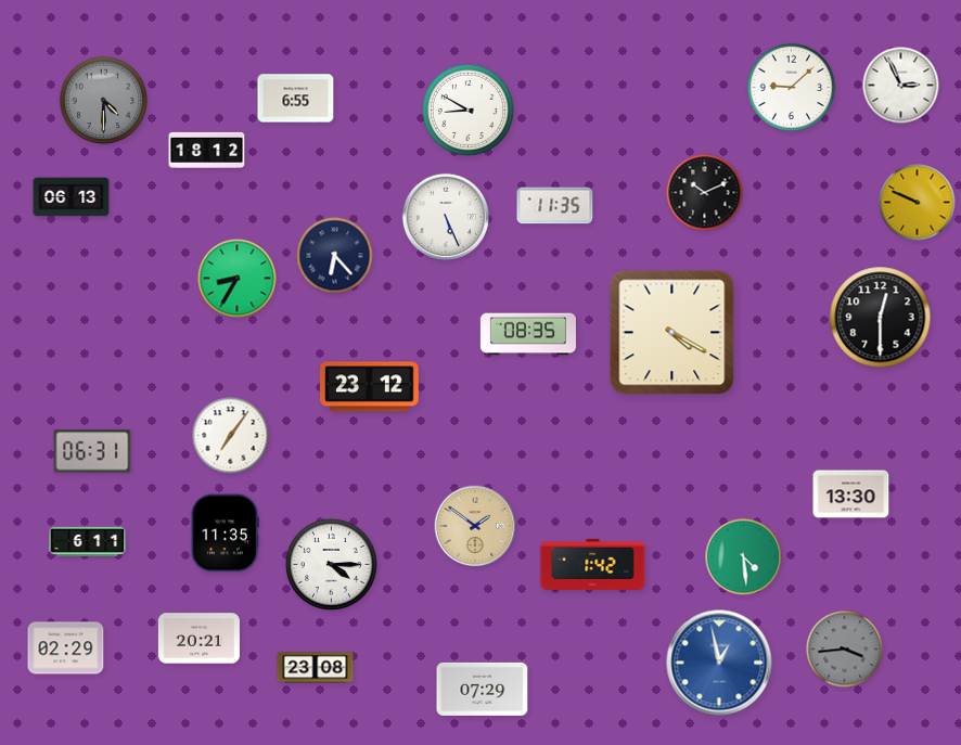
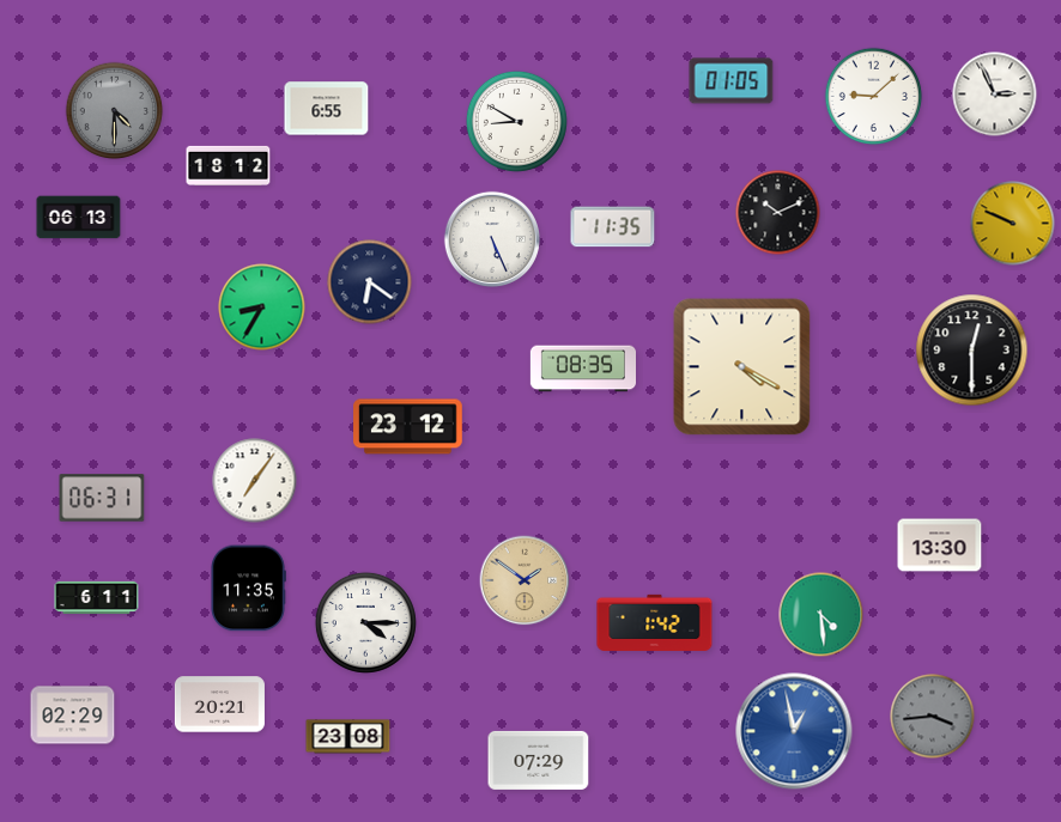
clock at (732, 81): none -> 01:05
clock at (335, 256): 6:23 -> 6:21
clock at (483, 689) position: (483, 689) -> (539, 760)
